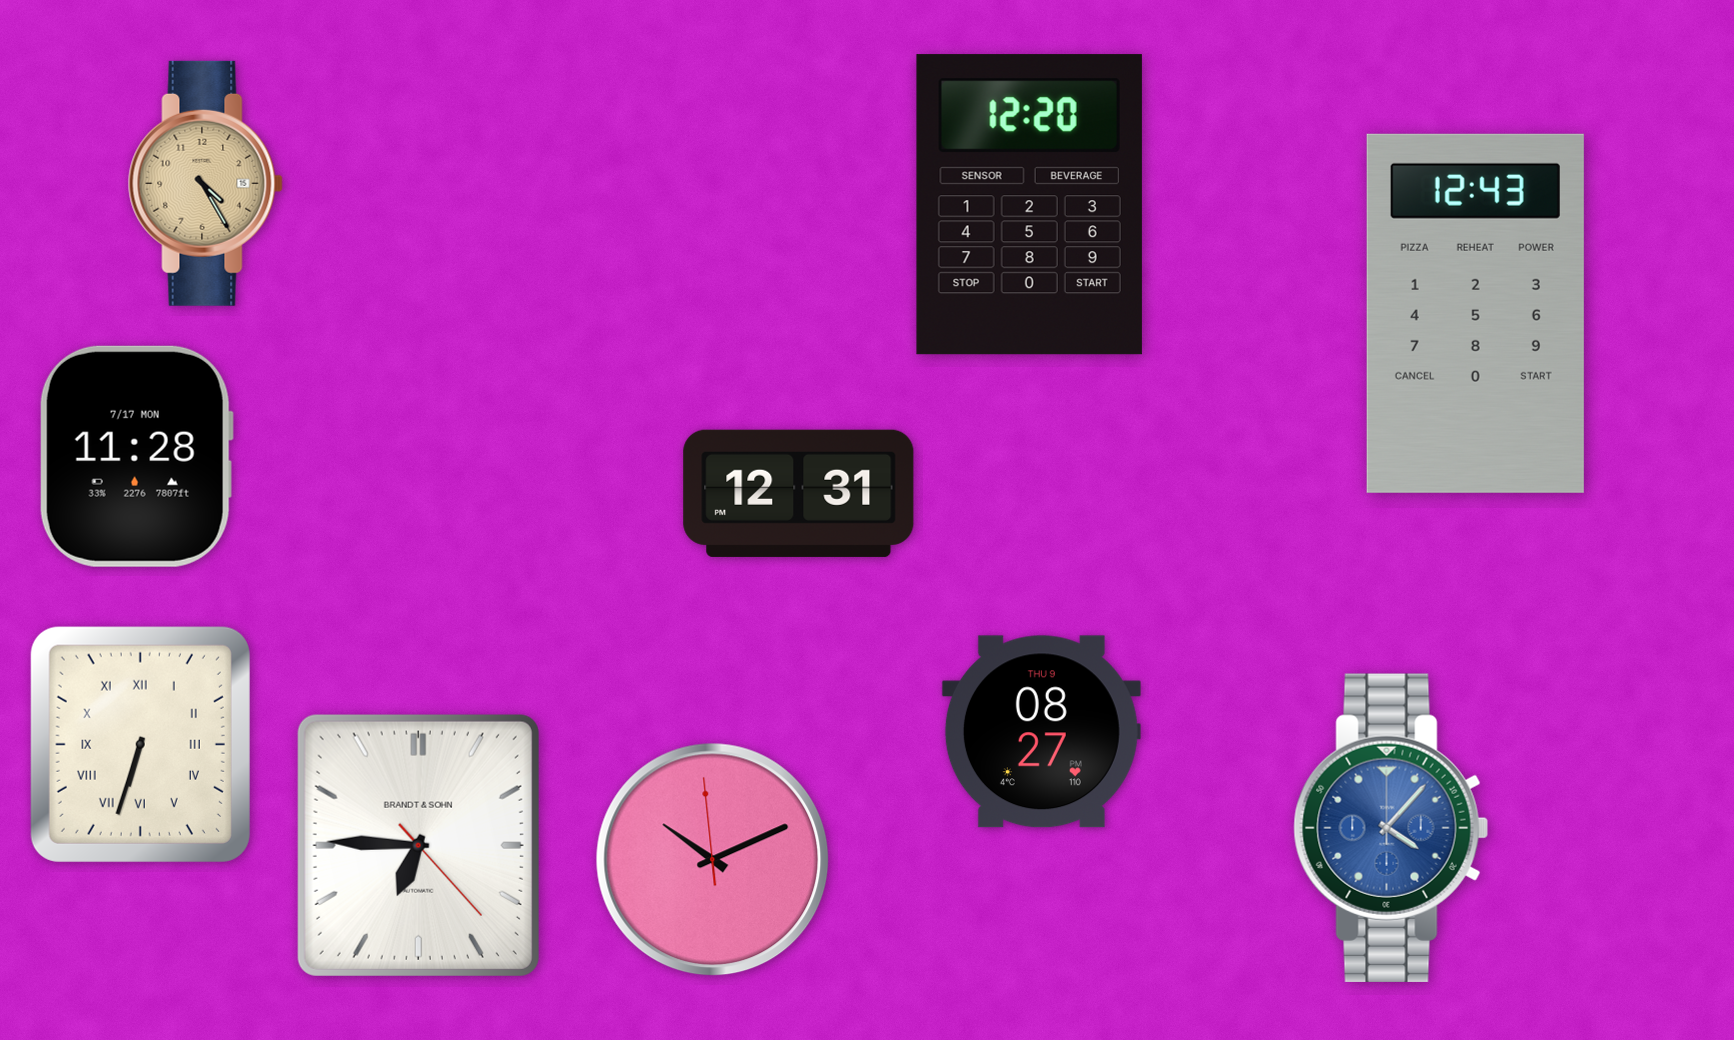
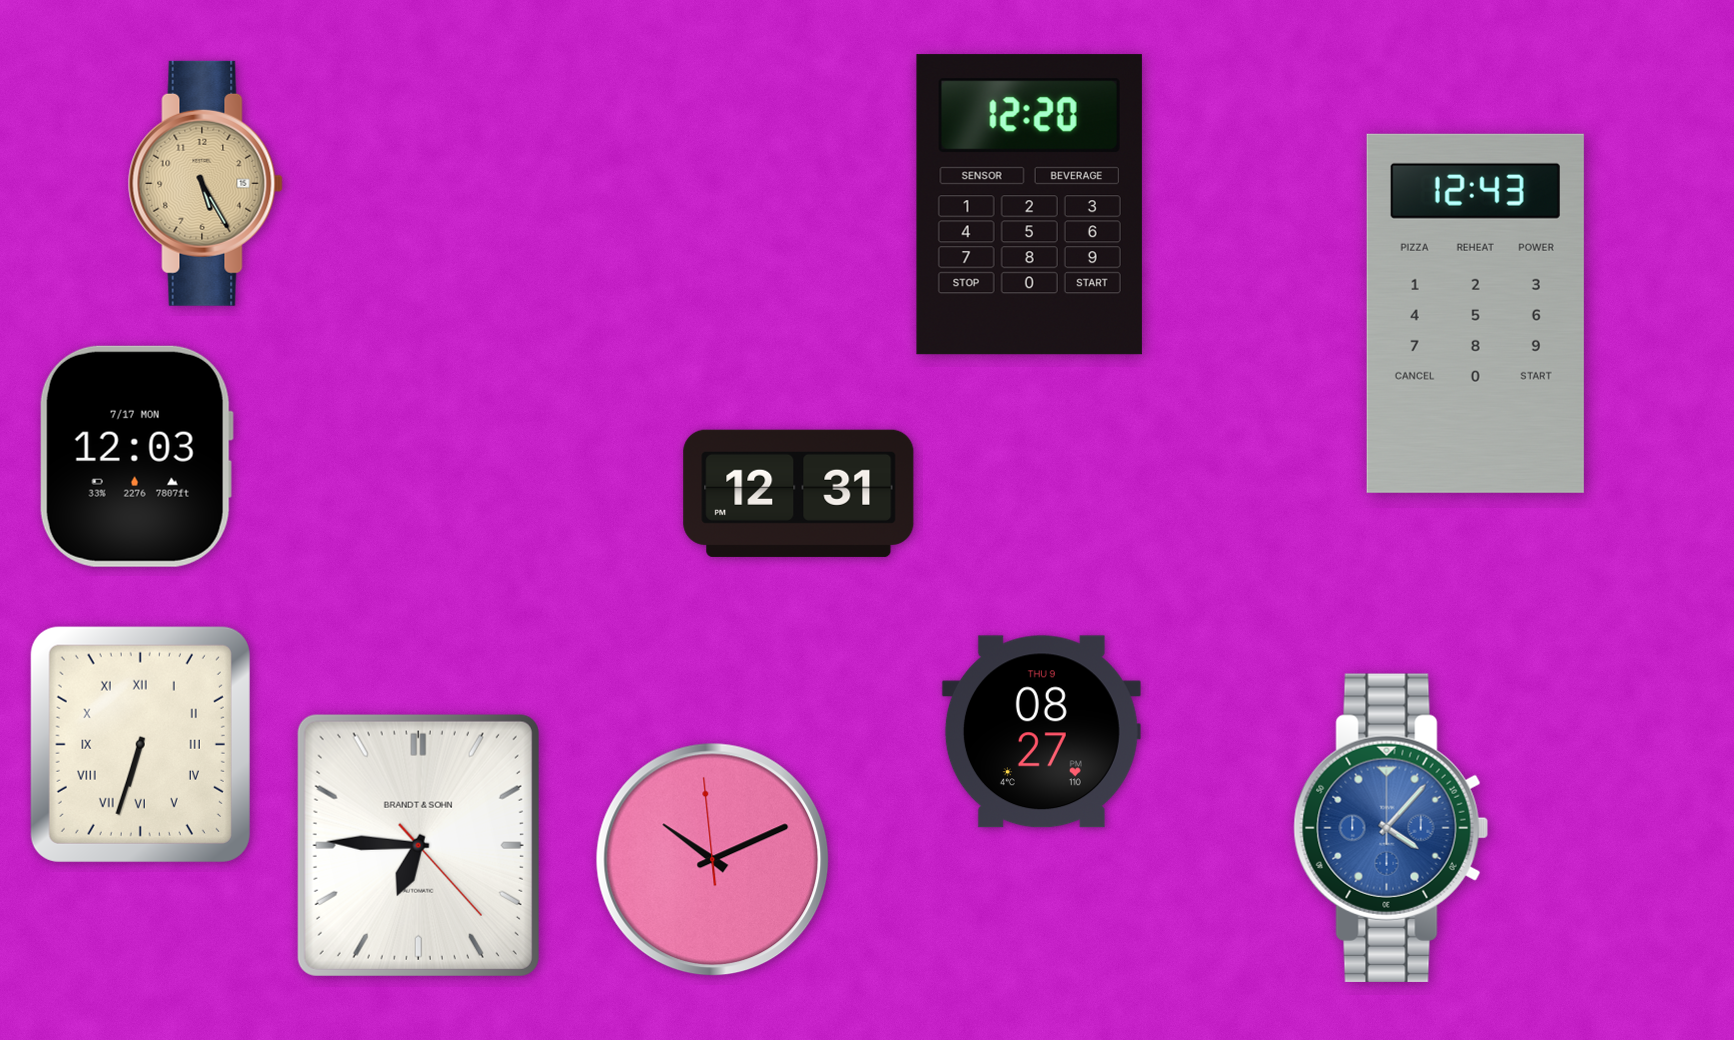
clock at (205, 183): 4:25 -> 5:25
clock at (136, 456): 11:28 -> 12:03
